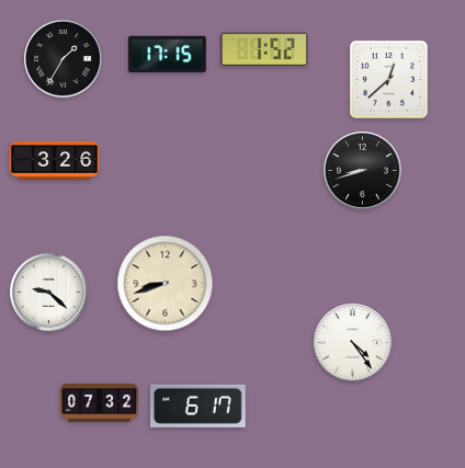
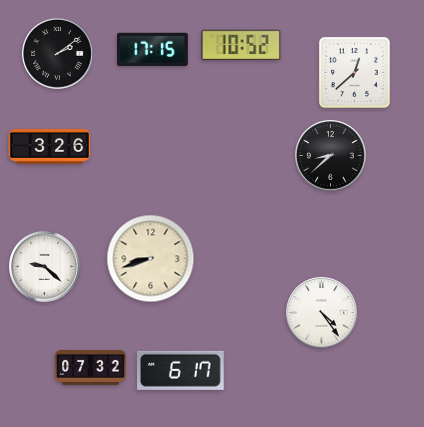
clock at (264, 48): 1:52 -> 10:52
clock at (64, 59): 1:35 -> 2:09
clock at (363, 171): 8:42 -> 8:38
